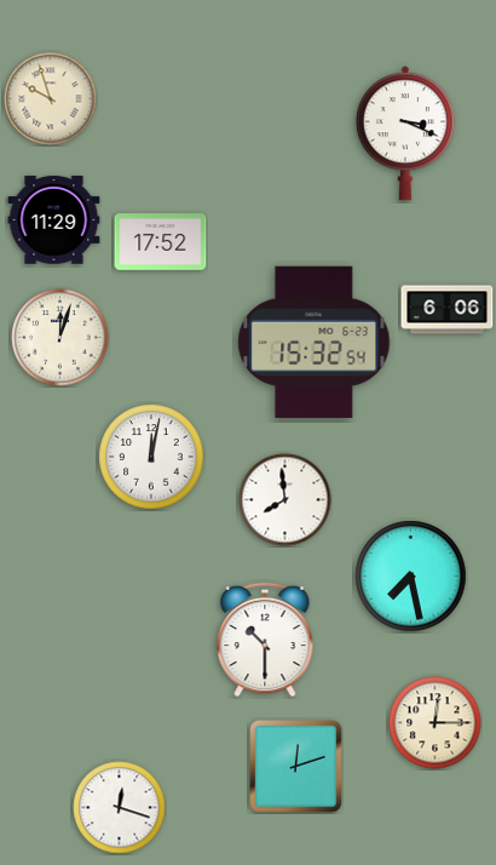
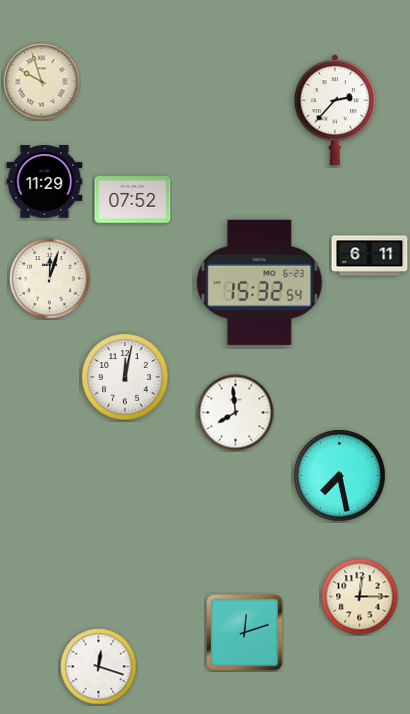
clock at (405, 133): 3:19 -> 2:37
clock at (161, 242): 17:52 -> 07:52
clock at (448, 310): 6:06 -> 6:11
clock at (265, 640): 10:30 -> none
